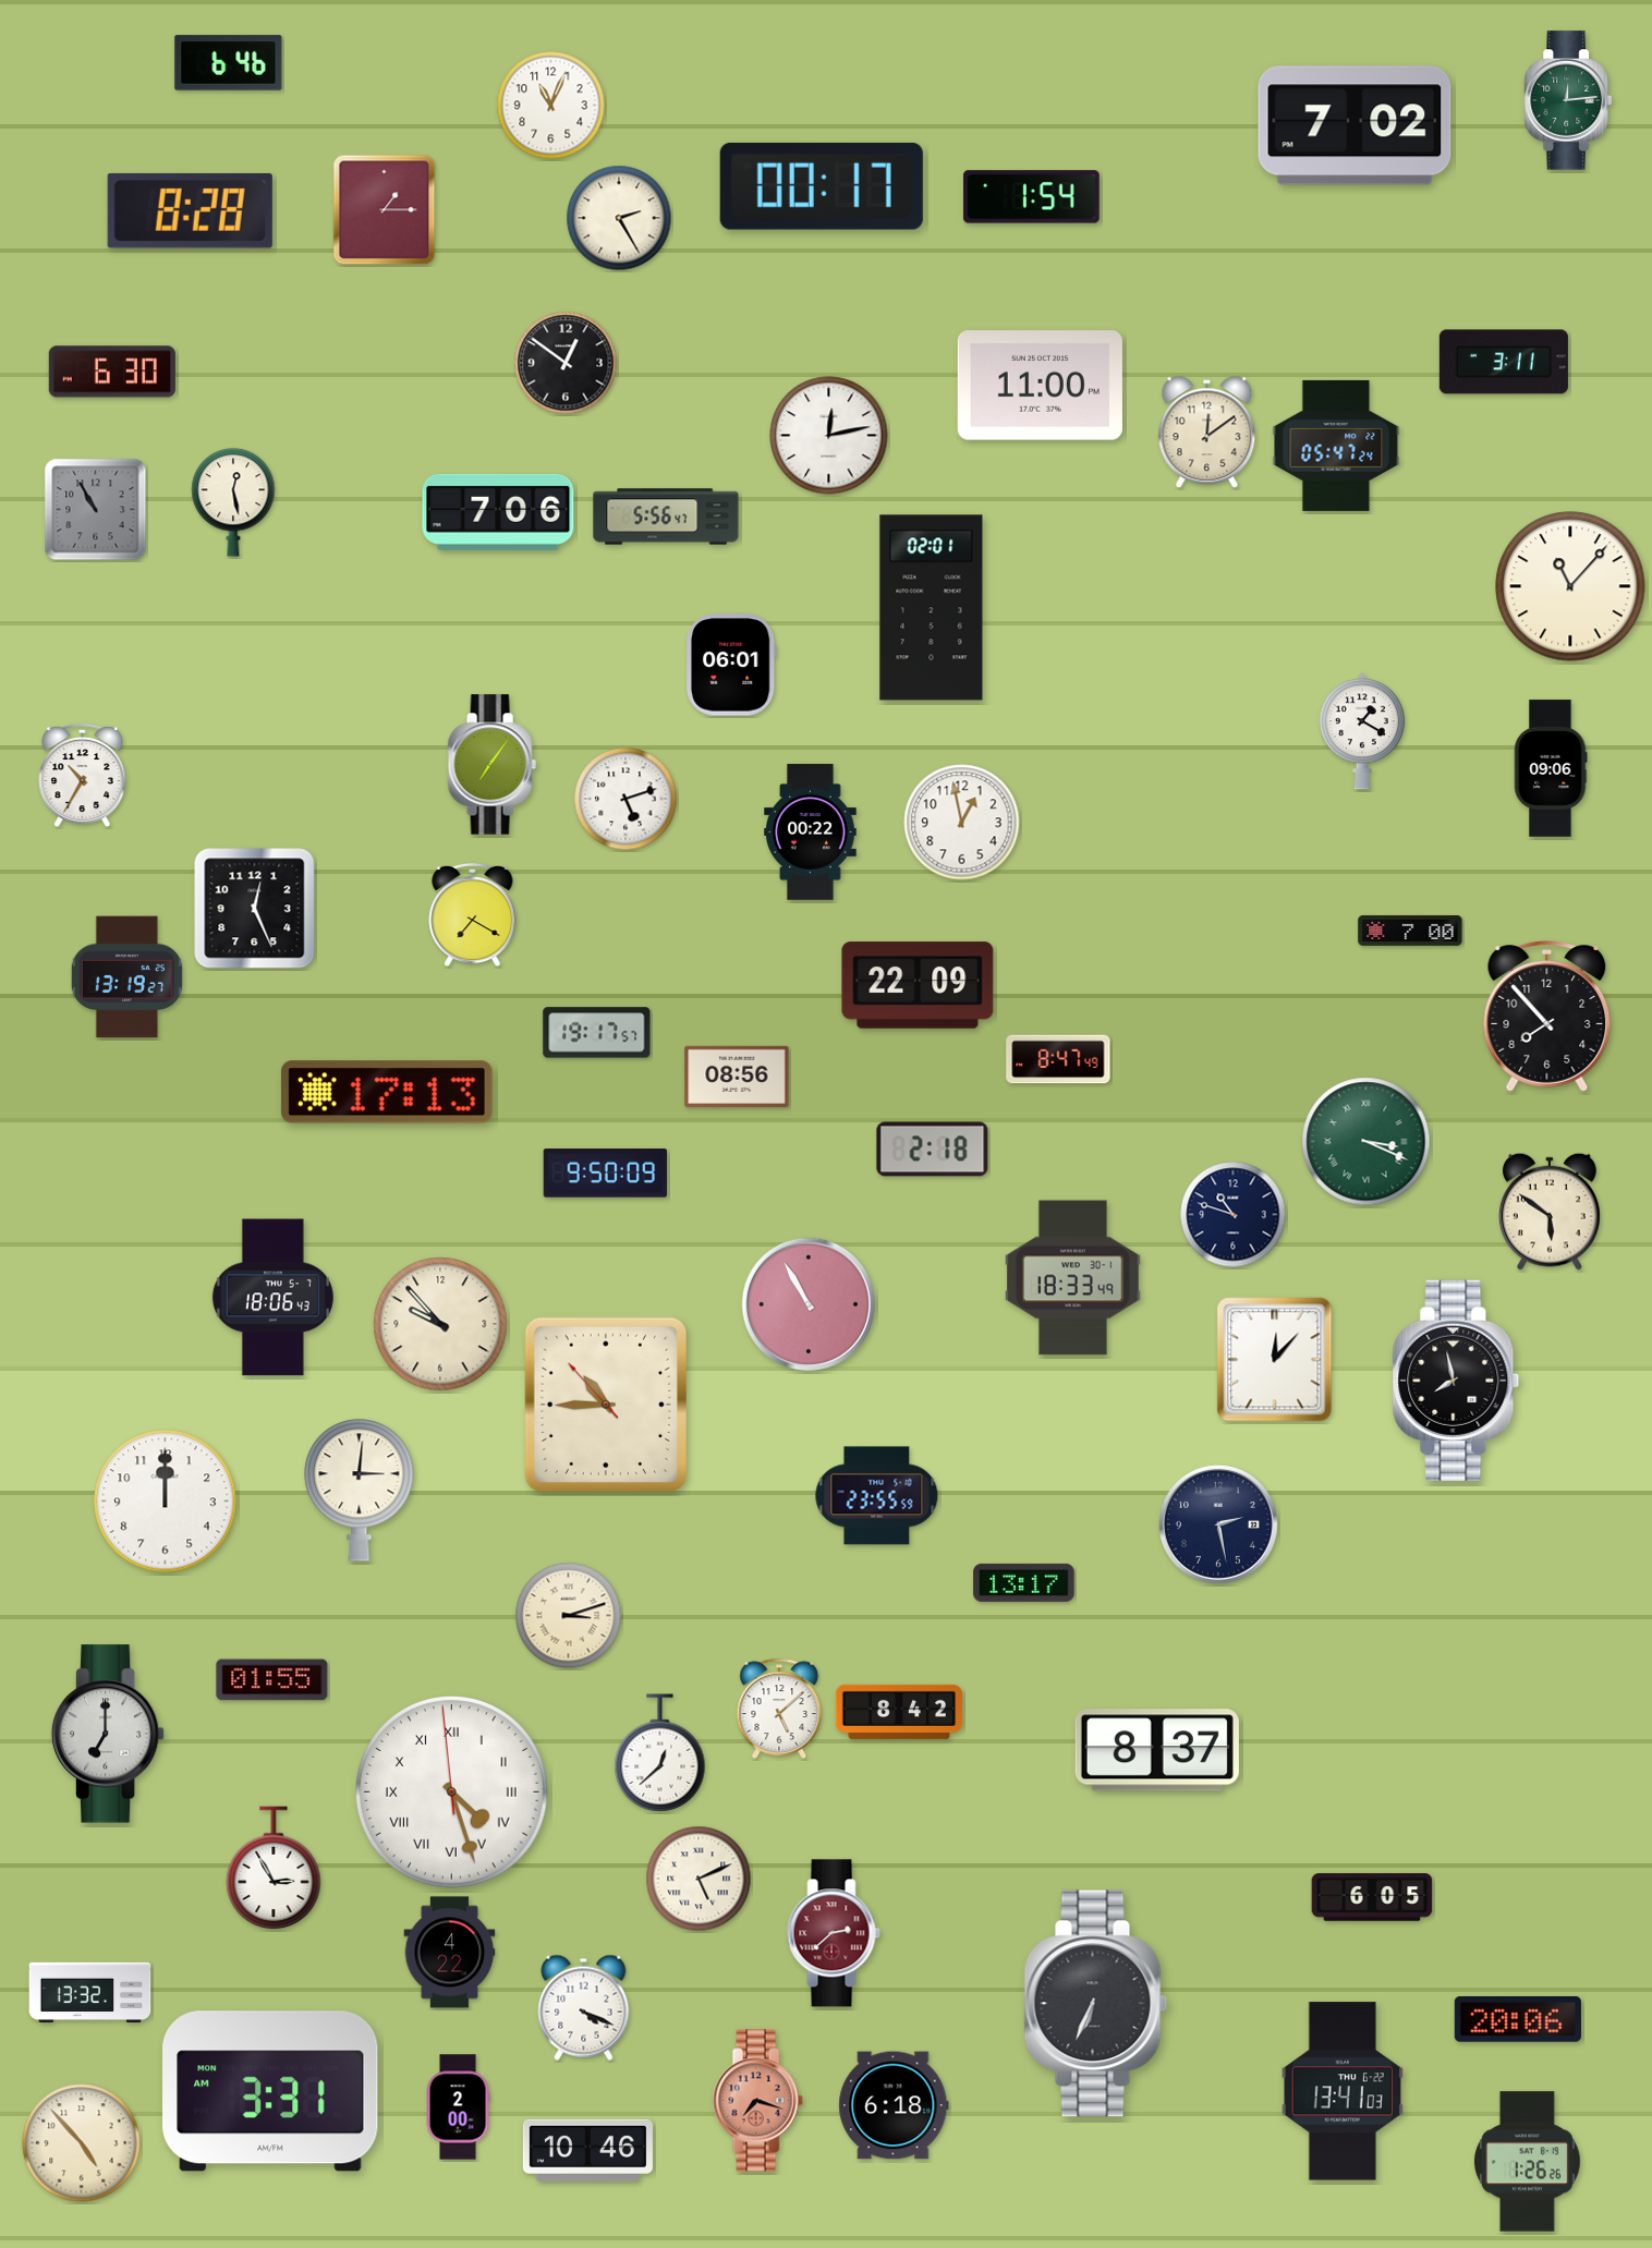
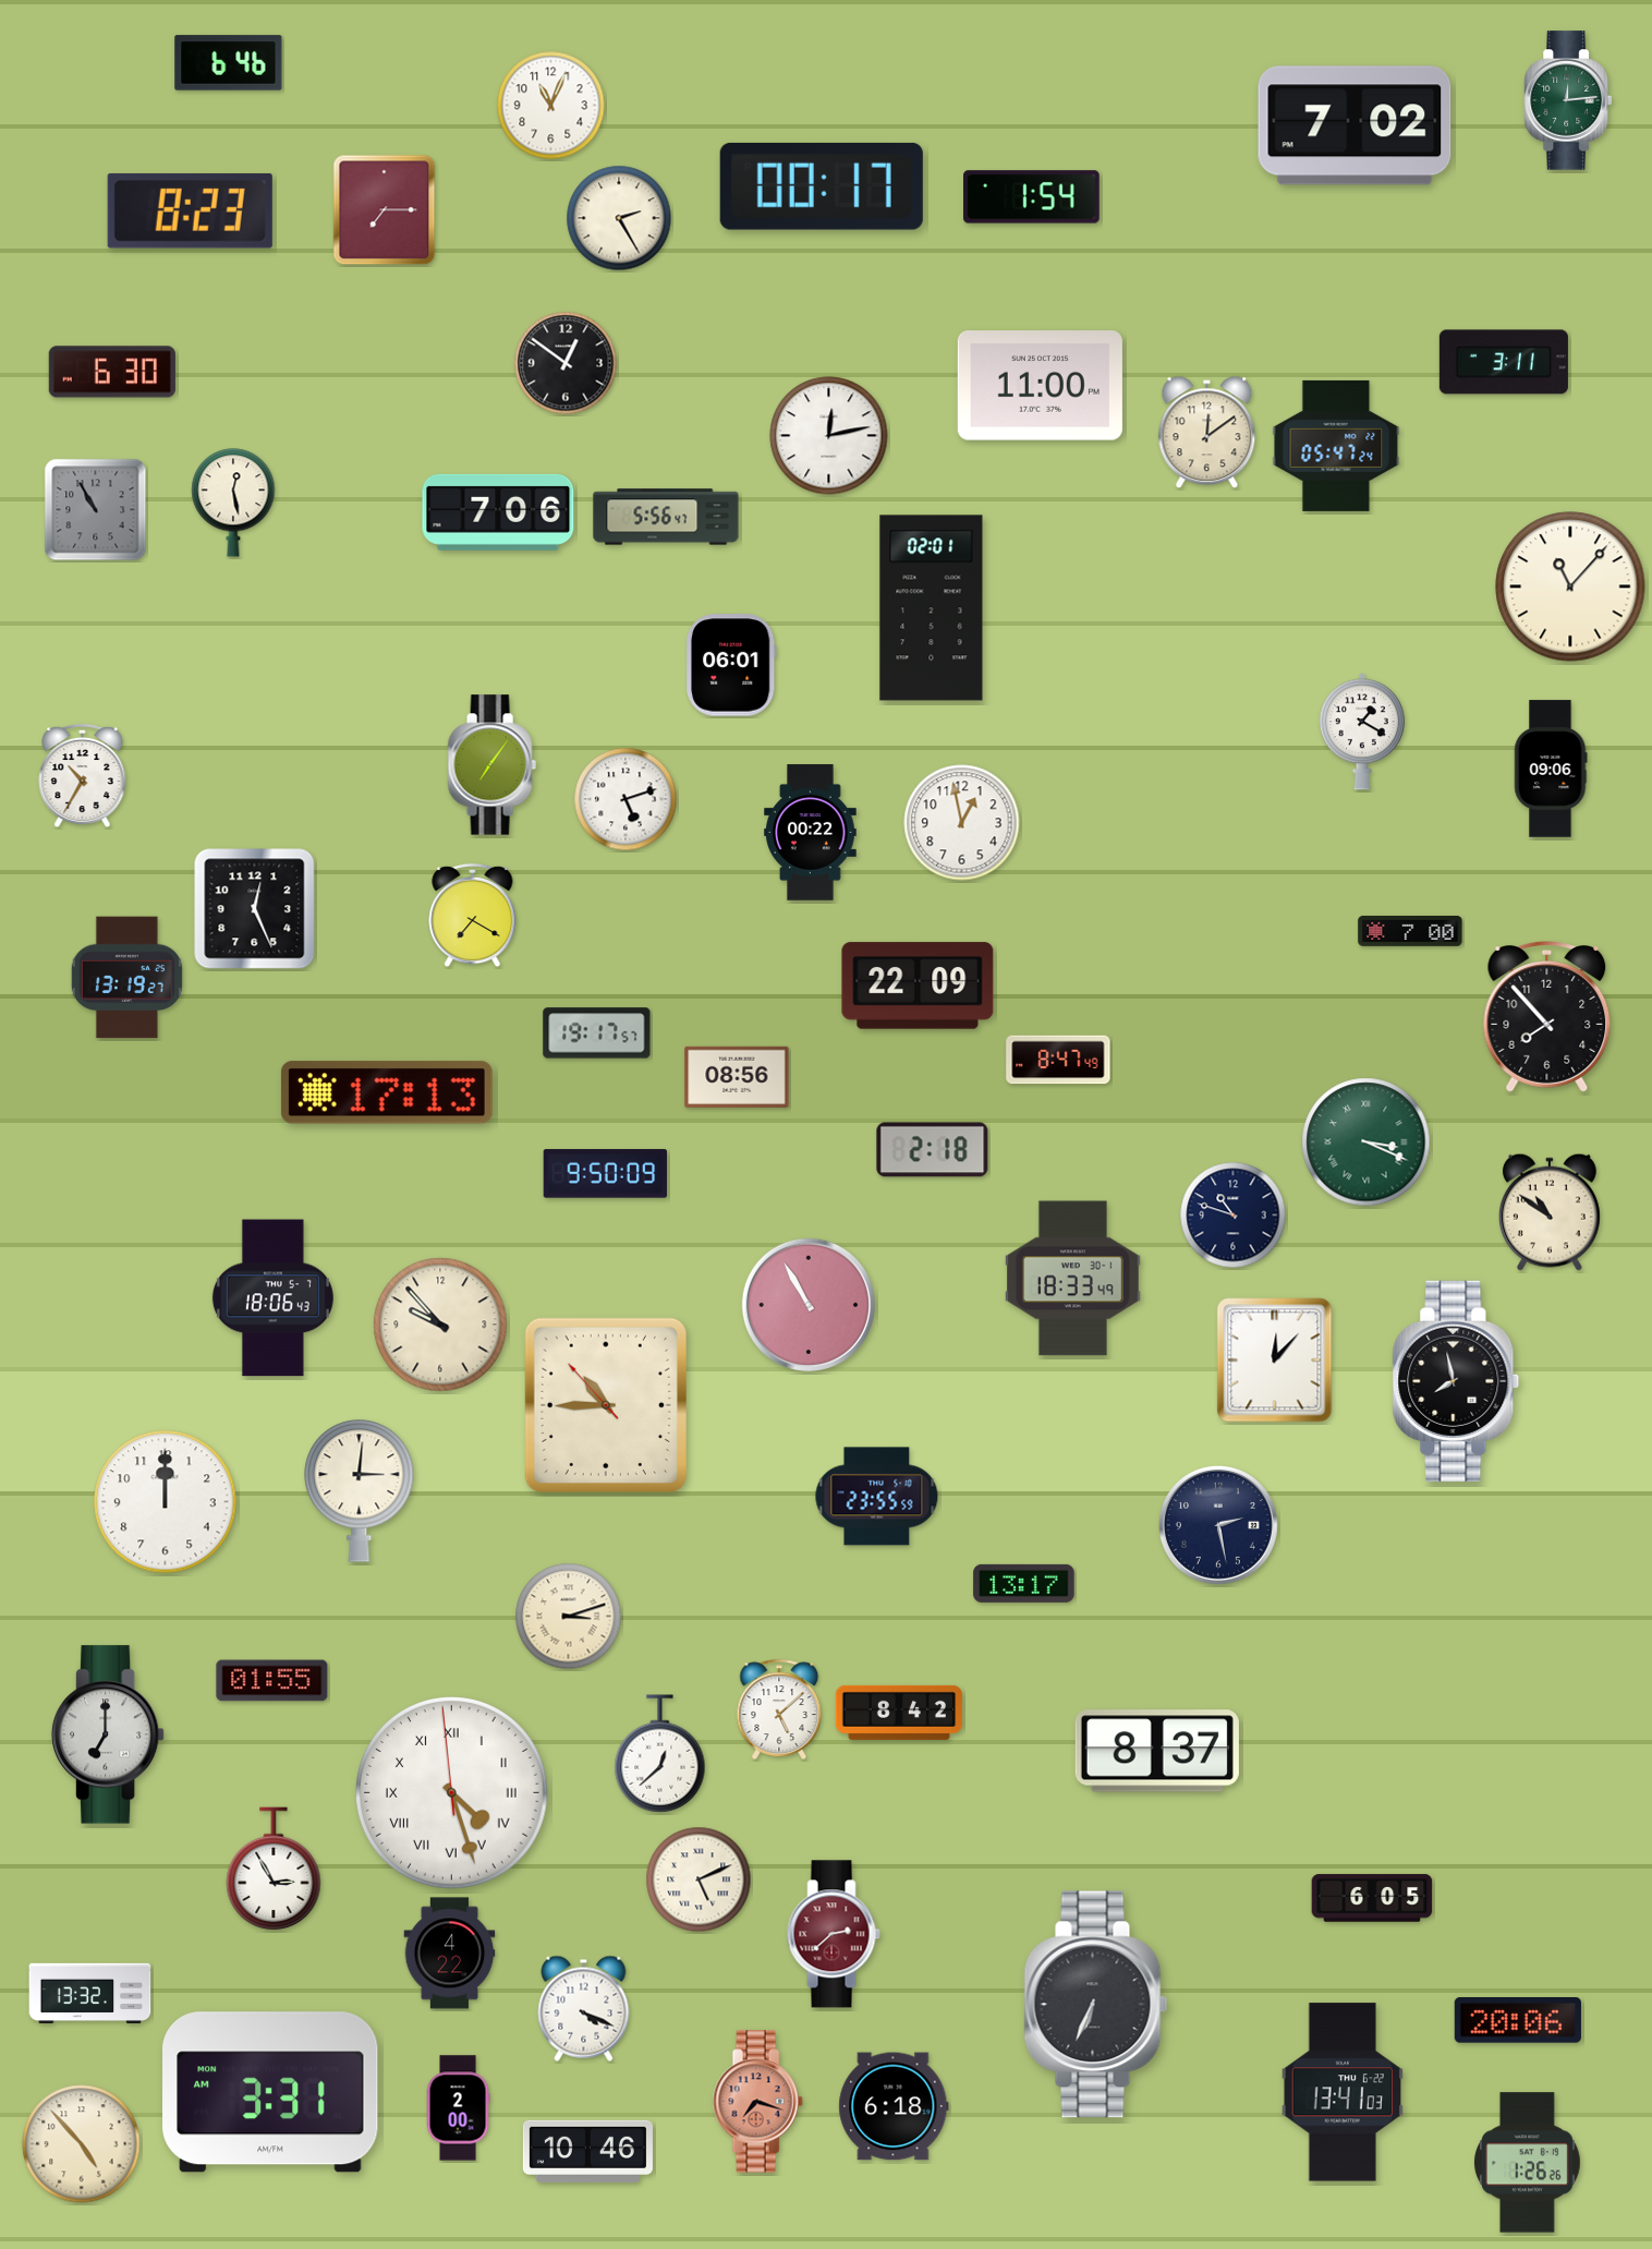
clock at (190, 210): 8:28 -> 8:23
clock at (385, 210): 1:15 -> 7:15
clock at (1550, 1212): 5:51 -> 10:51
